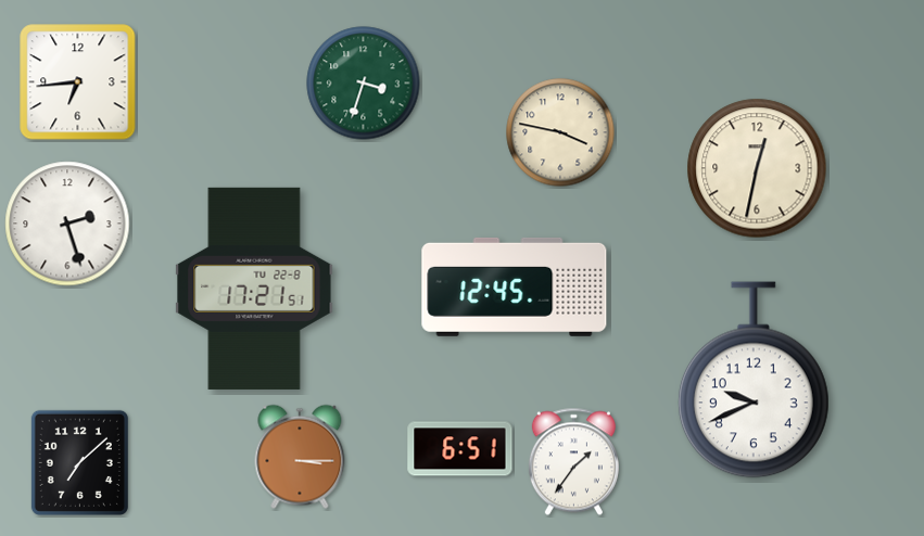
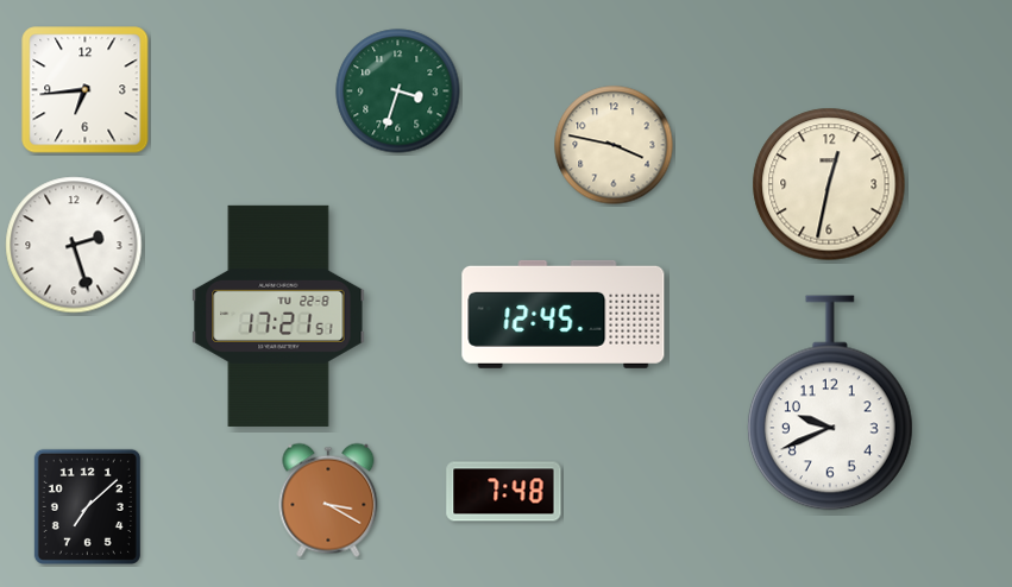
clock at (754, 380) position: (754, 380) -> (830, 403)
clock at (460, 449): 6:51 -> 7:48
clock at (300, 457): 3:15 -> 3:20
clock at (573, 462): 1:36 -> none
